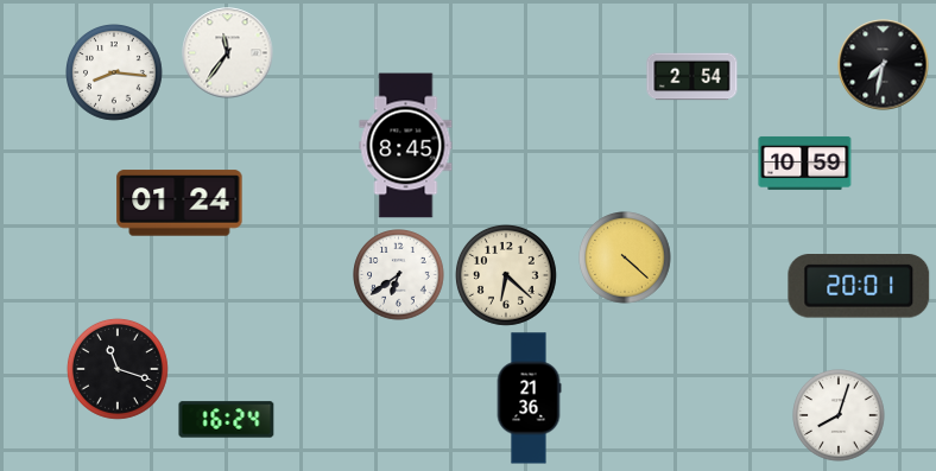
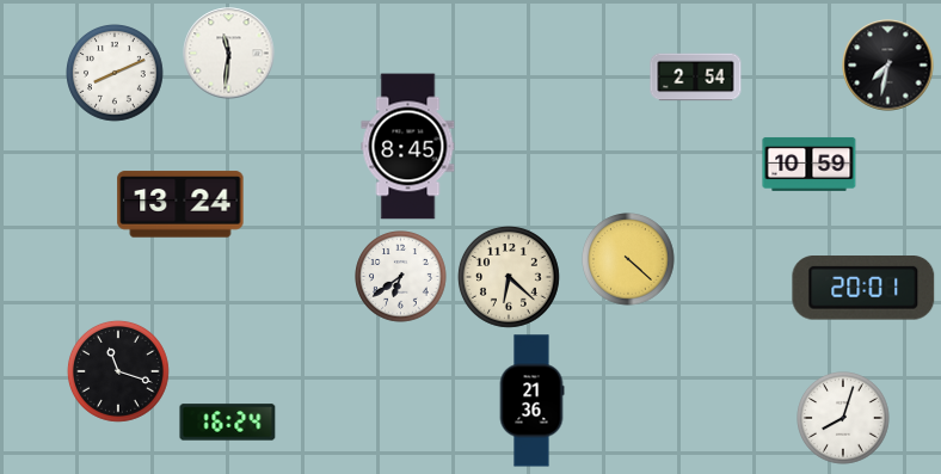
clock at (228, 53): 11:36 -> 11:31
clock at (115, 74): 8:16 -> 8:11
clock at (179, 203): 01:24 -> 13:24
